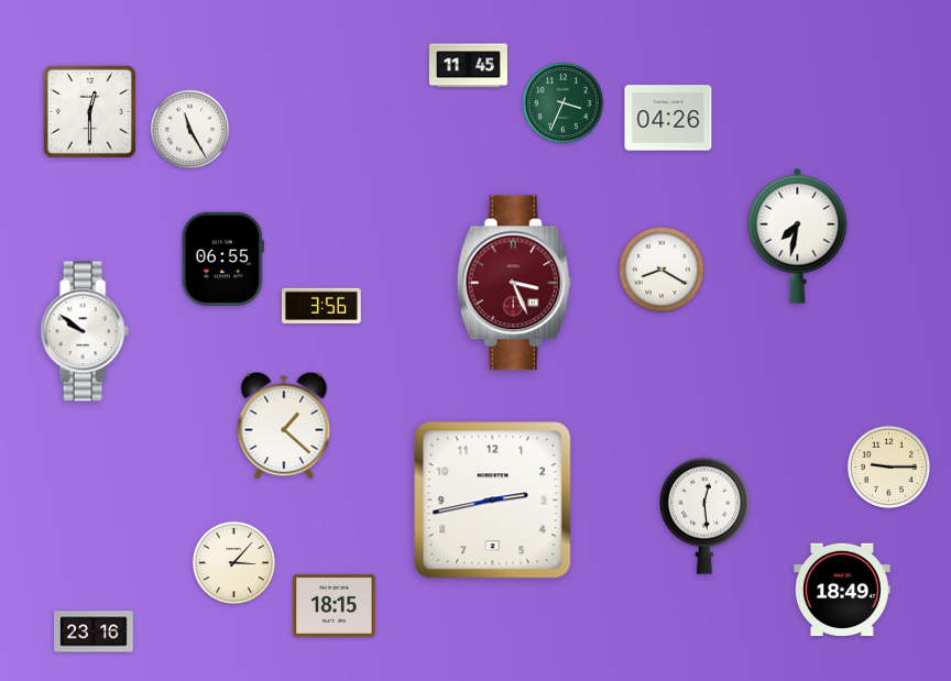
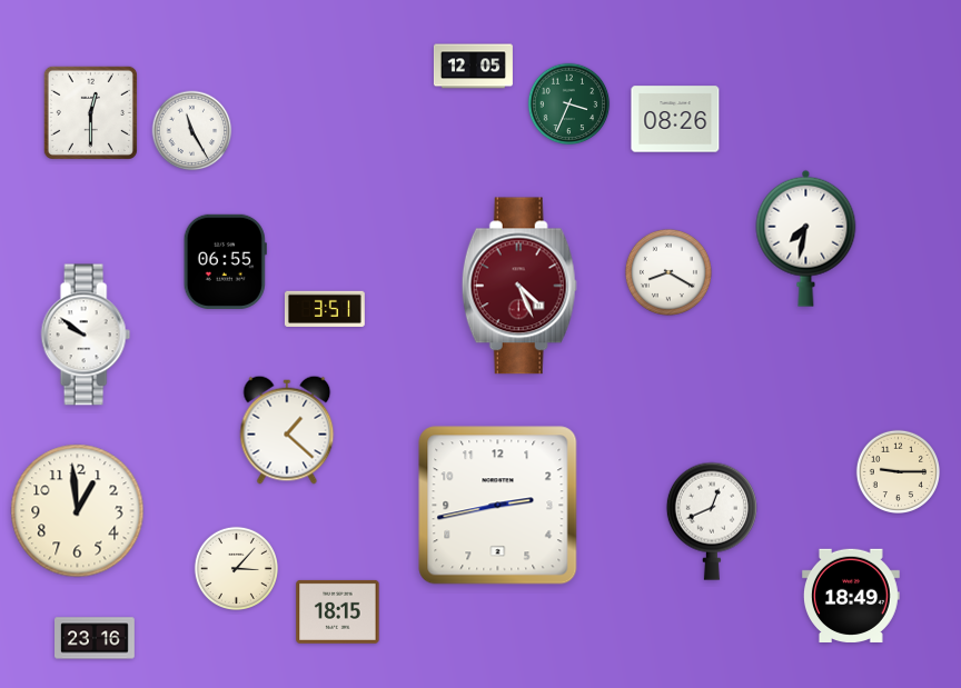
clock at (468, 66): 11:45 -> 12:05
clock at (668, 118): 04:26 -> 08:26
clock at (514, 283): 3:26 -> 4:26
clock at (321, 306): 3:56 -> 3:51
clock at (78, 511): none -> 12:59
clock at (704, 516): 12:29 -> 12:41
